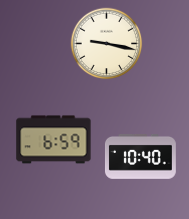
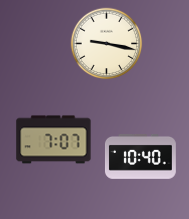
clock at (54, 140): 6:59 -> 7:07
